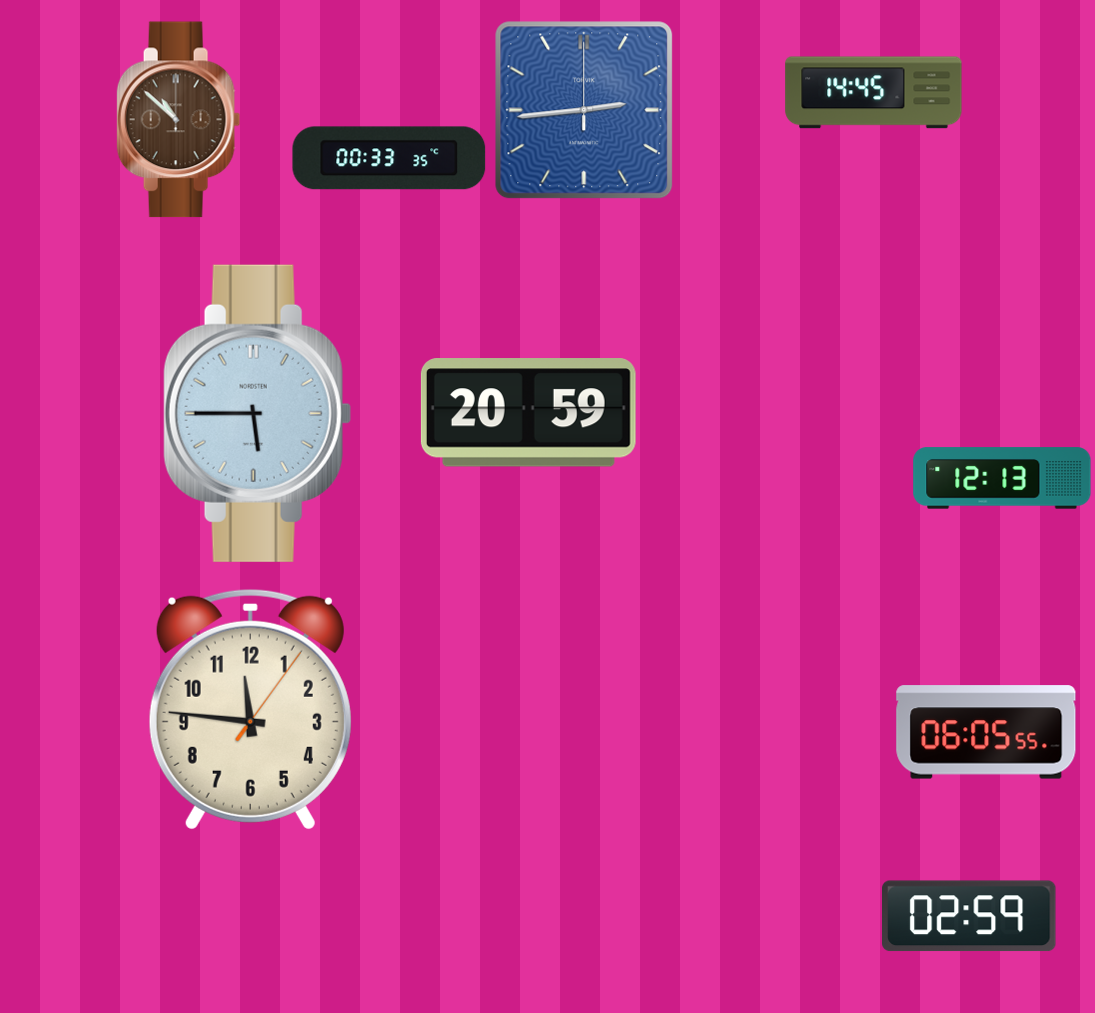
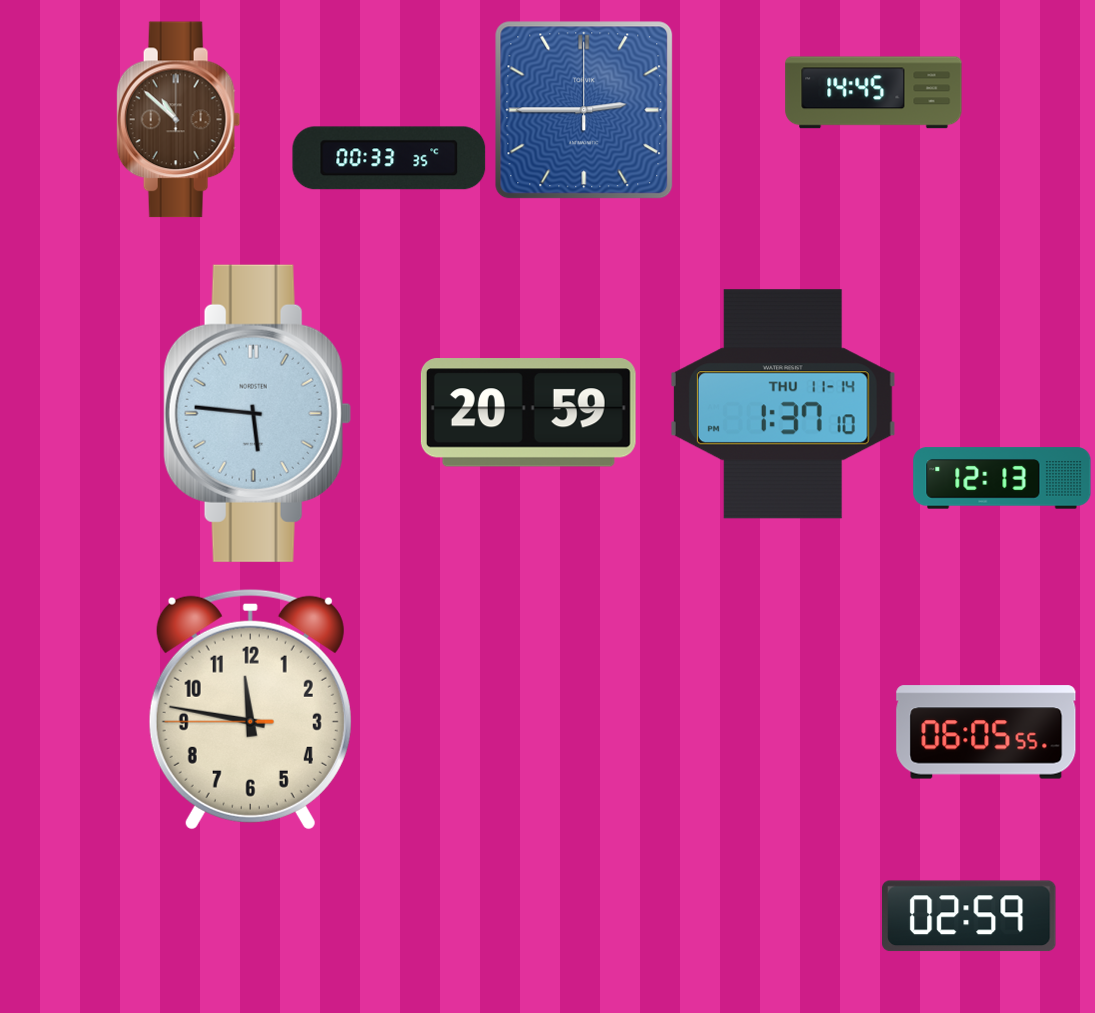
clock at (584, 110): 2:44 -> 2:45
clock at (783, 404): none -> 1:37
clock at (257, 413): 5:45 -> 5:46
clock at (250, 709): 11:46:06 -> 11:46:45
